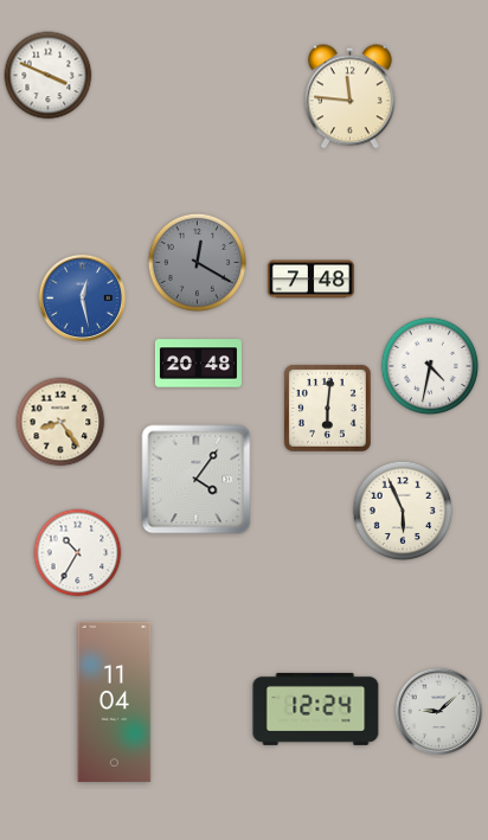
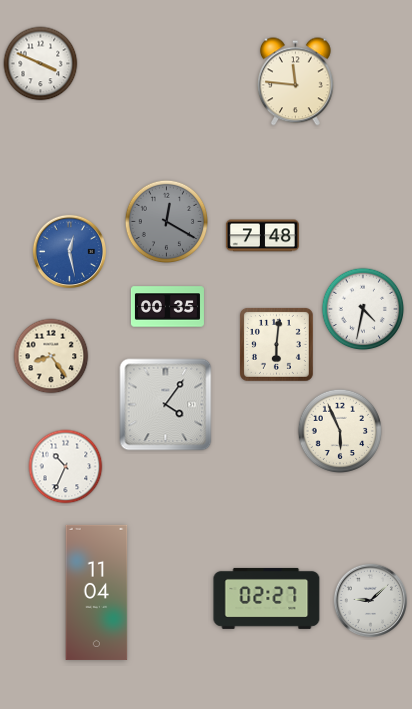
clock at (198, 364): 20:48 -> 00:35
clock at (78, 553): 10:35 -> 10:34
clock at (316, 708): 12:24 -> 02:27
